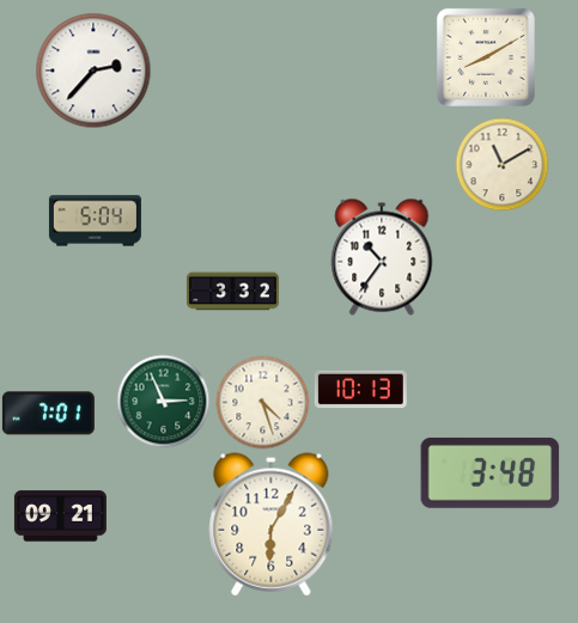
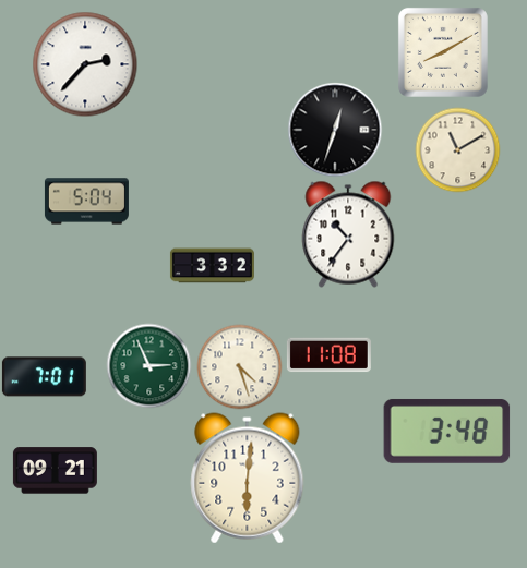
clock at (335, 130): none -> 12:33
clock at (360, 390): 10:13 -> 11:08
clock at (272, 525): 6:05 -> 6:01
